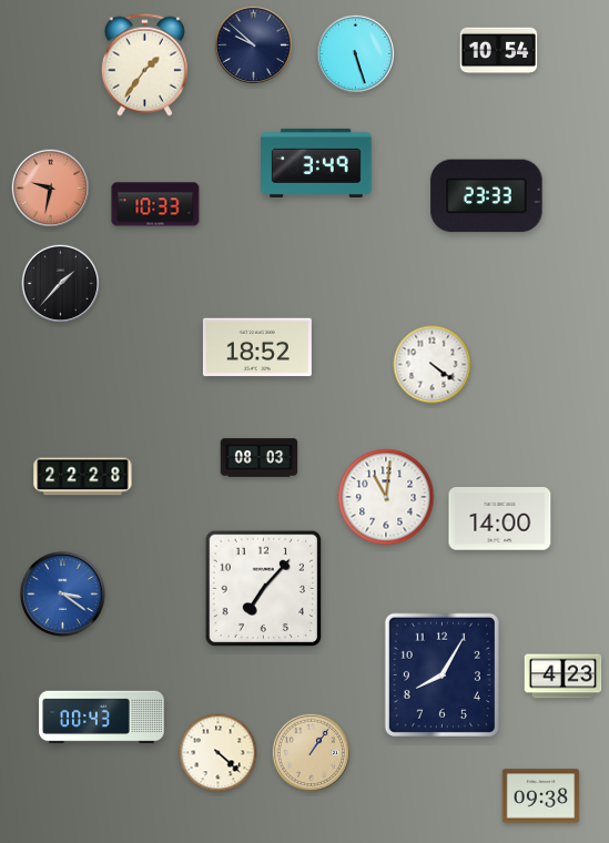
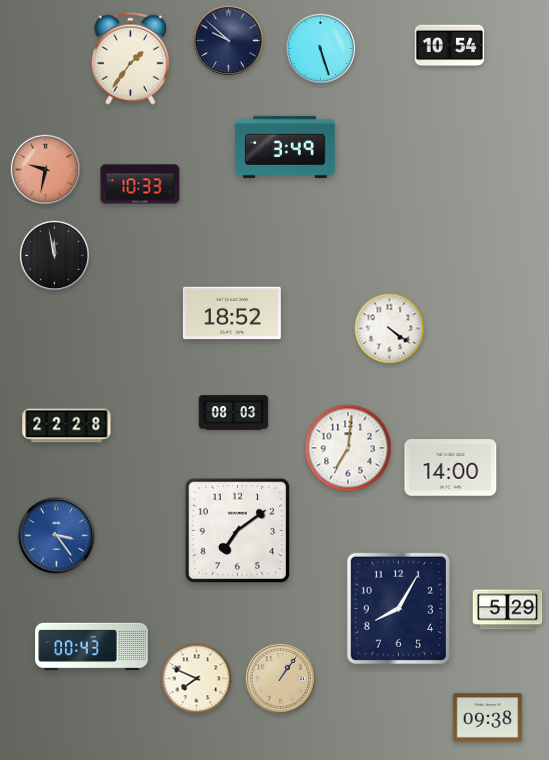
clock at (487, 196): 23:33 -> none
clock at (61, 284): 1:37 -> 11:58
clock at (83, 477) position: (83, 477) -> (67, 426)
clock at (386, 497): 11:01 -> 7:01
clock at (263, 588): 7:07 -> 7:09
clock at (63, 595): 3:21 -> 3:24
clock at (564, 677): 4:23 -> 5:29
clock at (219, 753): 4:22 -> 7:49
